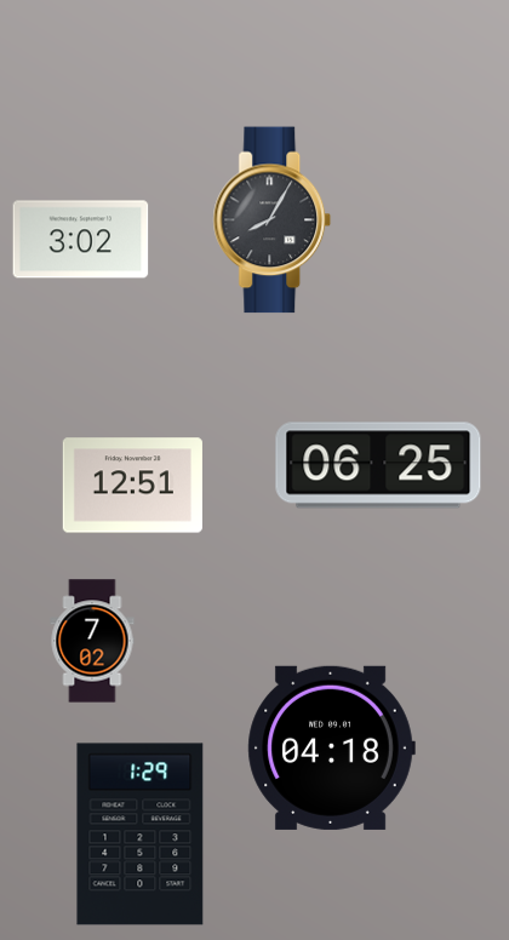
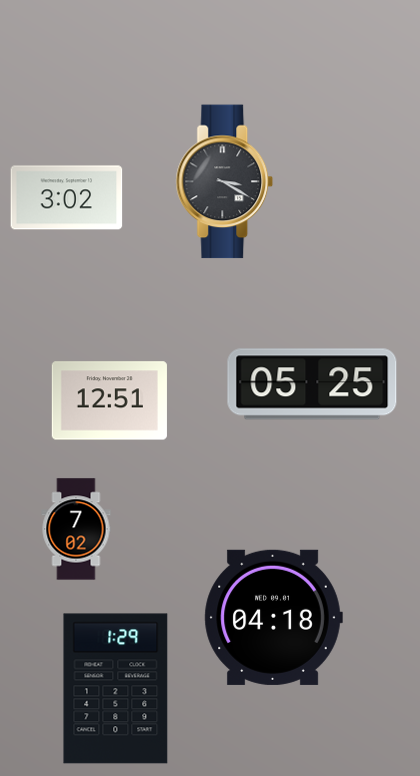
clock at (273, 220): 8:05 -> 3:20
clock at (378, 465): 06:25 -> 05:25
